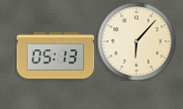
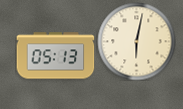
clock at (136, 41): 6:07 -> 6:02
